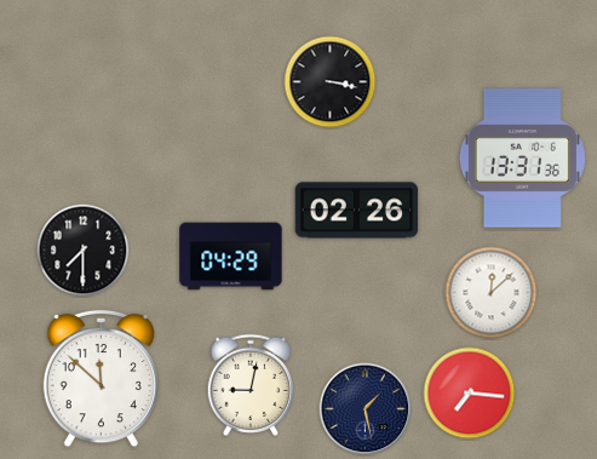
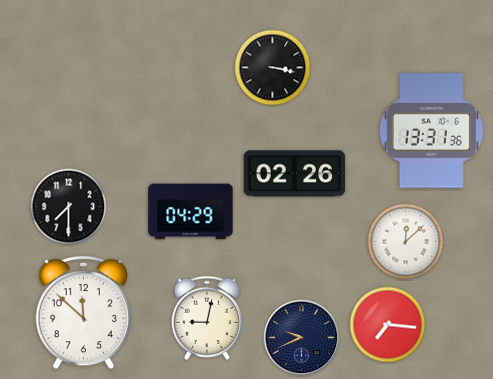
clock at (366, 409): 1:28 -> 9:41
